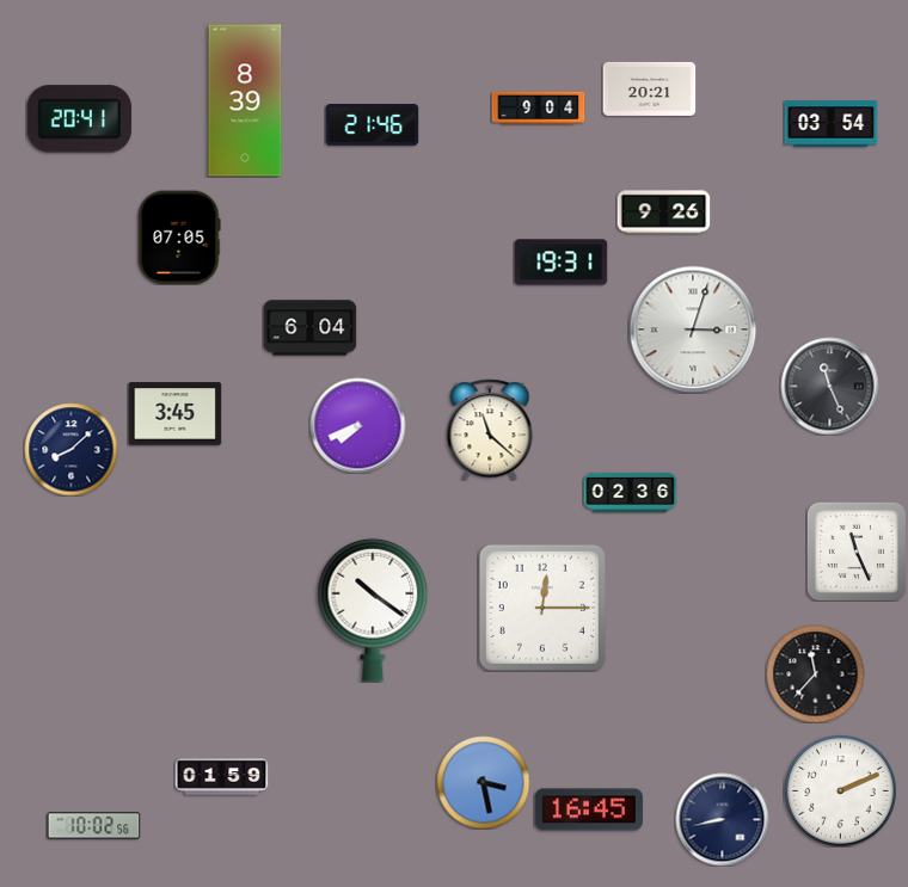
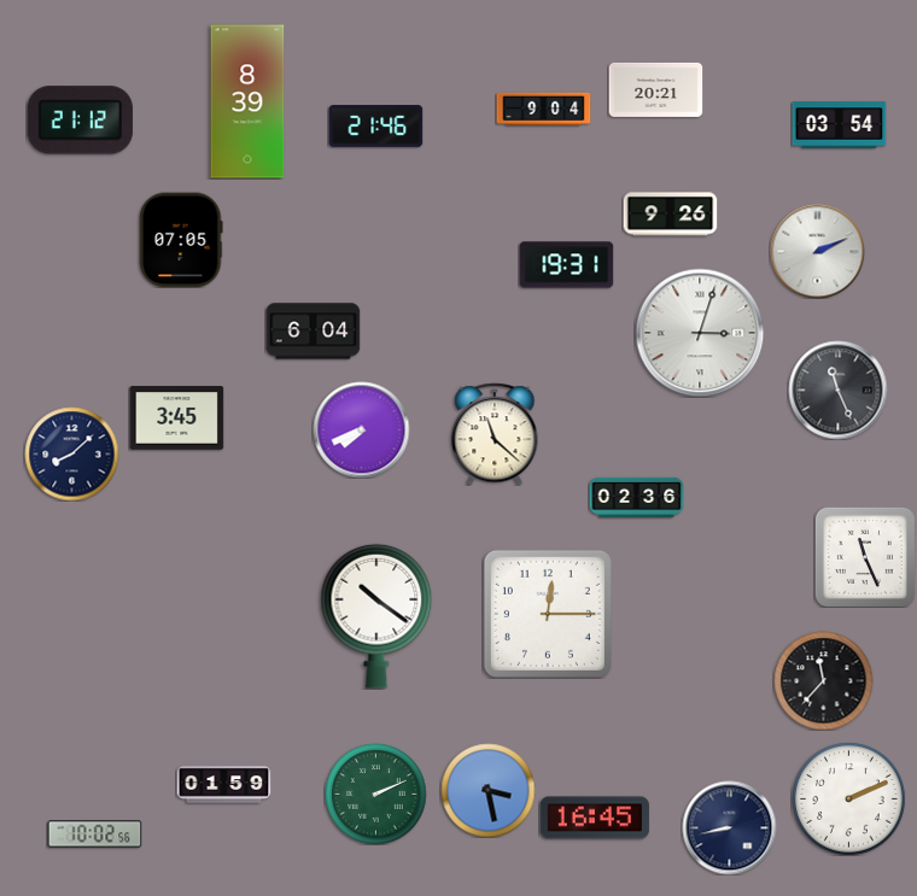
clock at (79, 119): 20:41 -> 21:12
clock at (817, 251): none -> 2:11
clock at (375, 793): none -> 2:11
